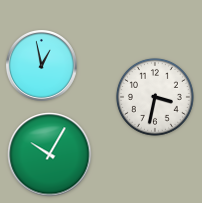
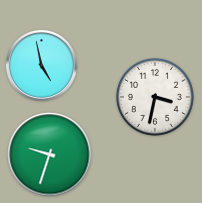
clock at (41, 65): 12:58 -> 4:58
clock at (50, 155): 10:05 -> 9:33
